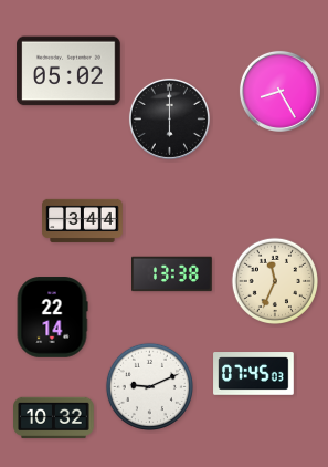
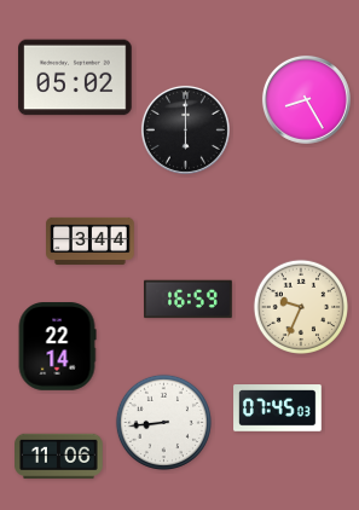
clock at (172, 274): 13:38 -> 16:59
clock at (274, 280): 11:34 -> 9:34
clock at (149, 386): 9:11 -> 8:44
clock at (54, 418): 10:32 -> 11:06
